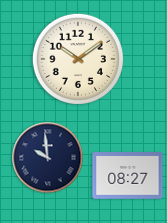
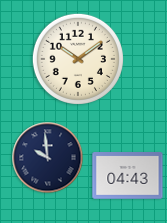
clock at (128, 176): 08:27 -> 04:43
